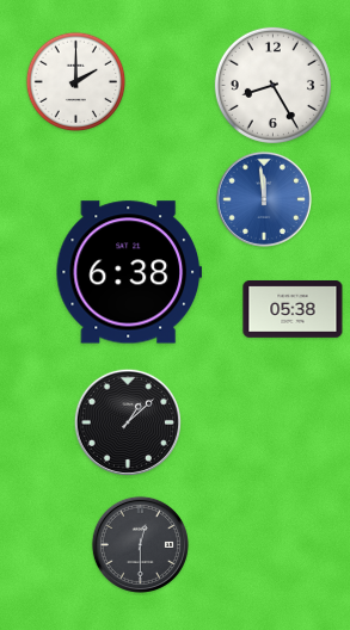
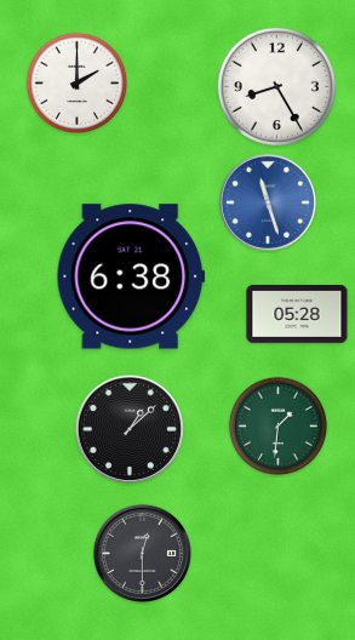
clock at (264, 199): 11:59 -> 11:27
clock at (293, 310): 05:38 -> 05:28
clock at (279, 427): none -> 1:31
